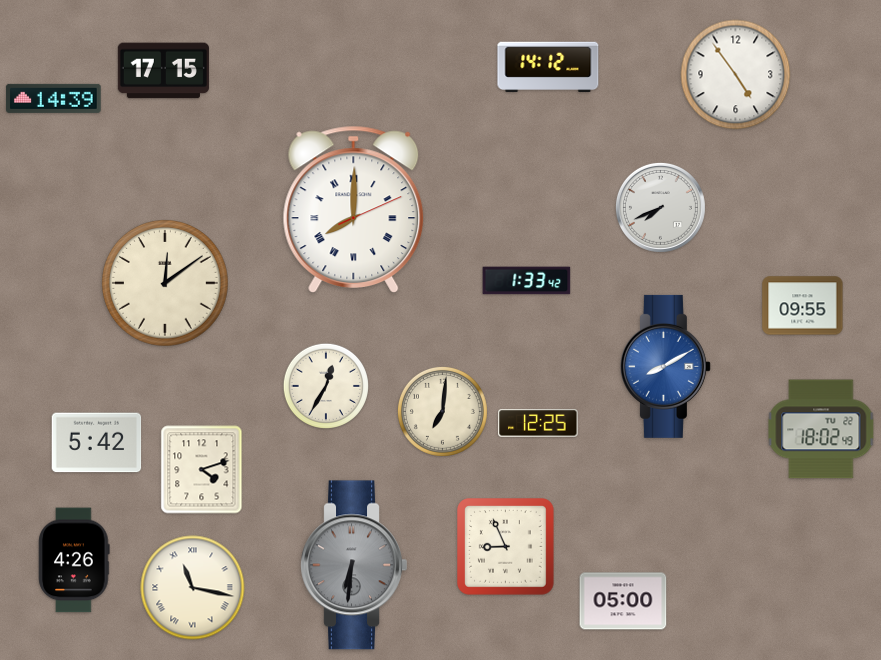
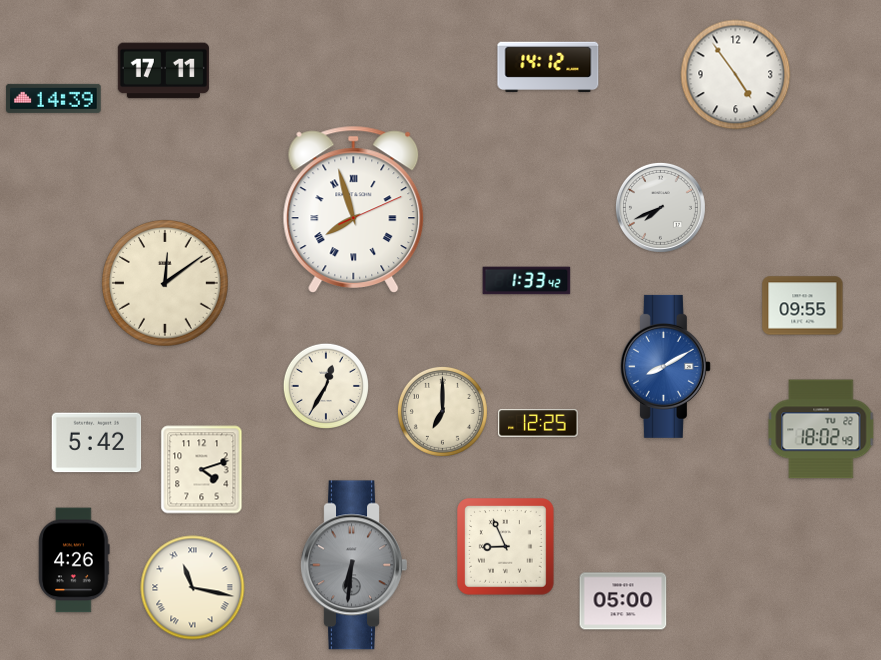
clock at (163, 71): 17:15 -> 17:11
clock at (354, 209): 8:00 -> 7:57
clock at (442, 411): 7:01 -> 7:00
